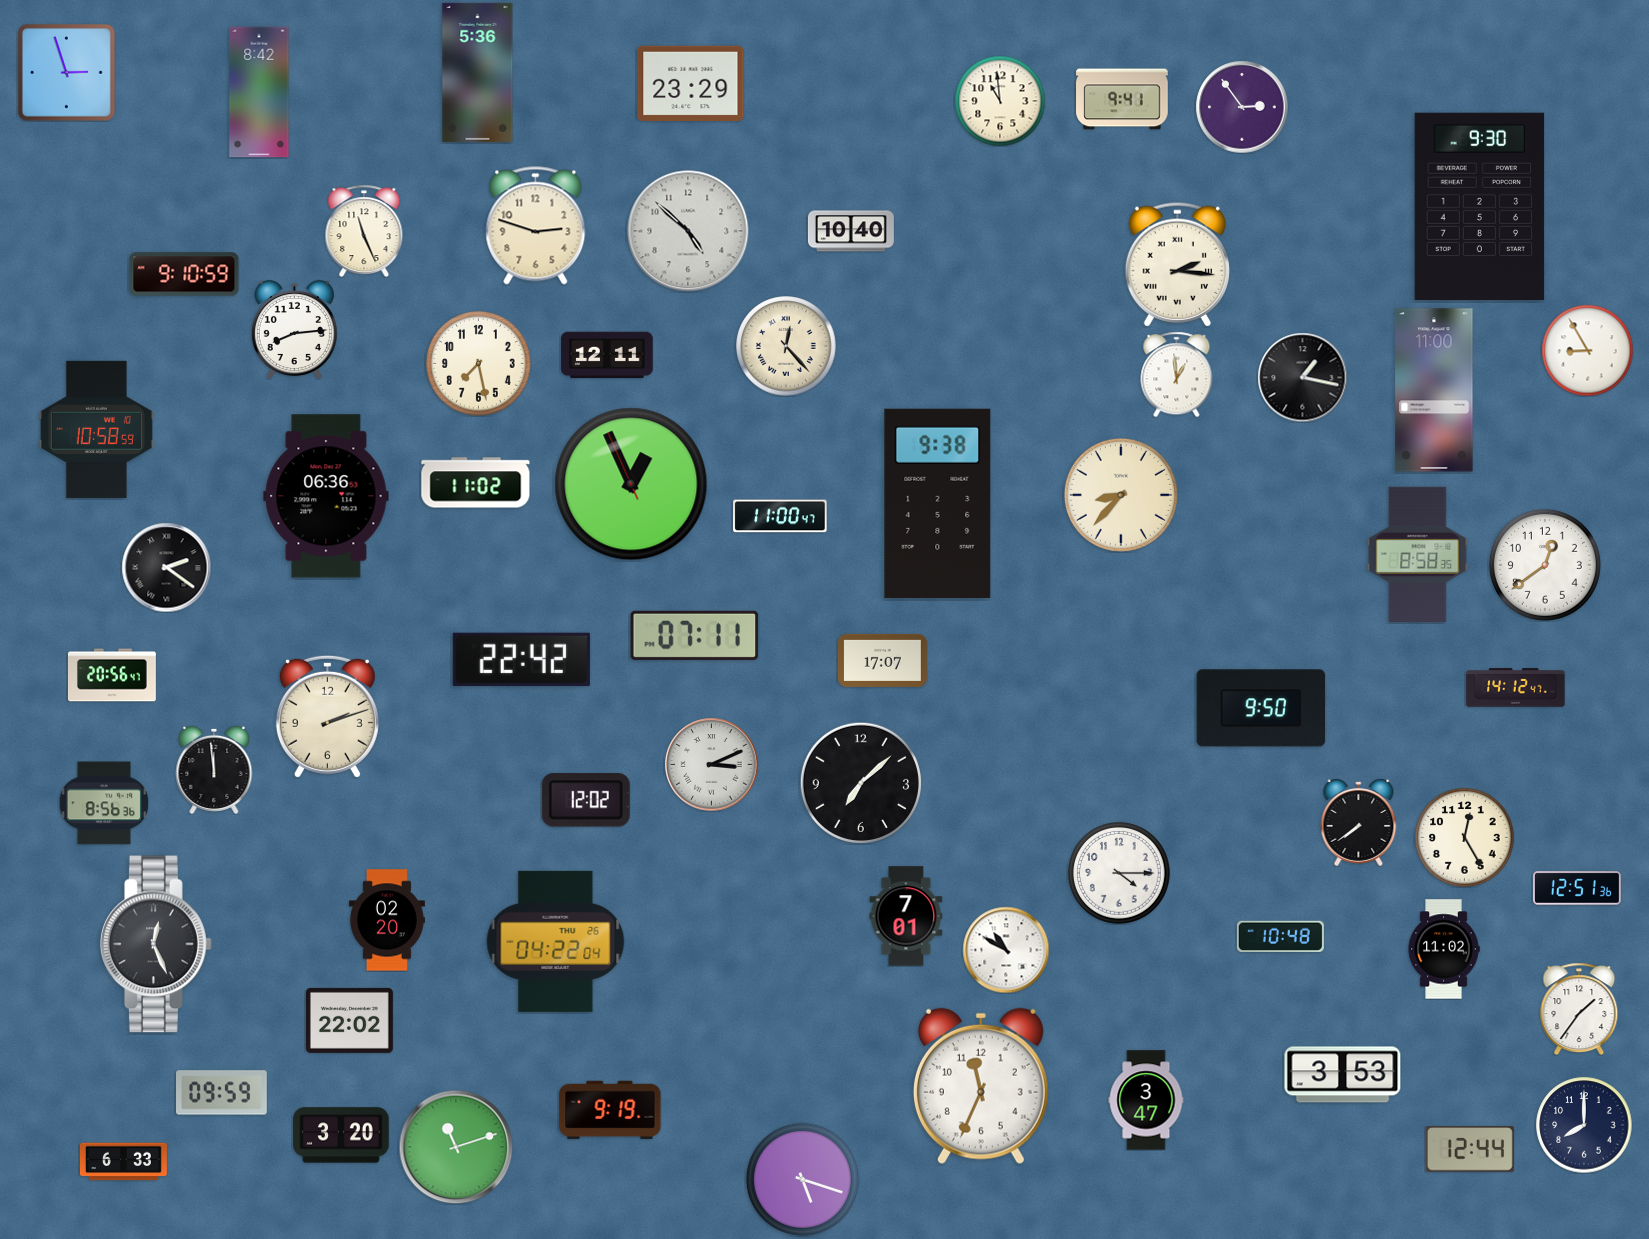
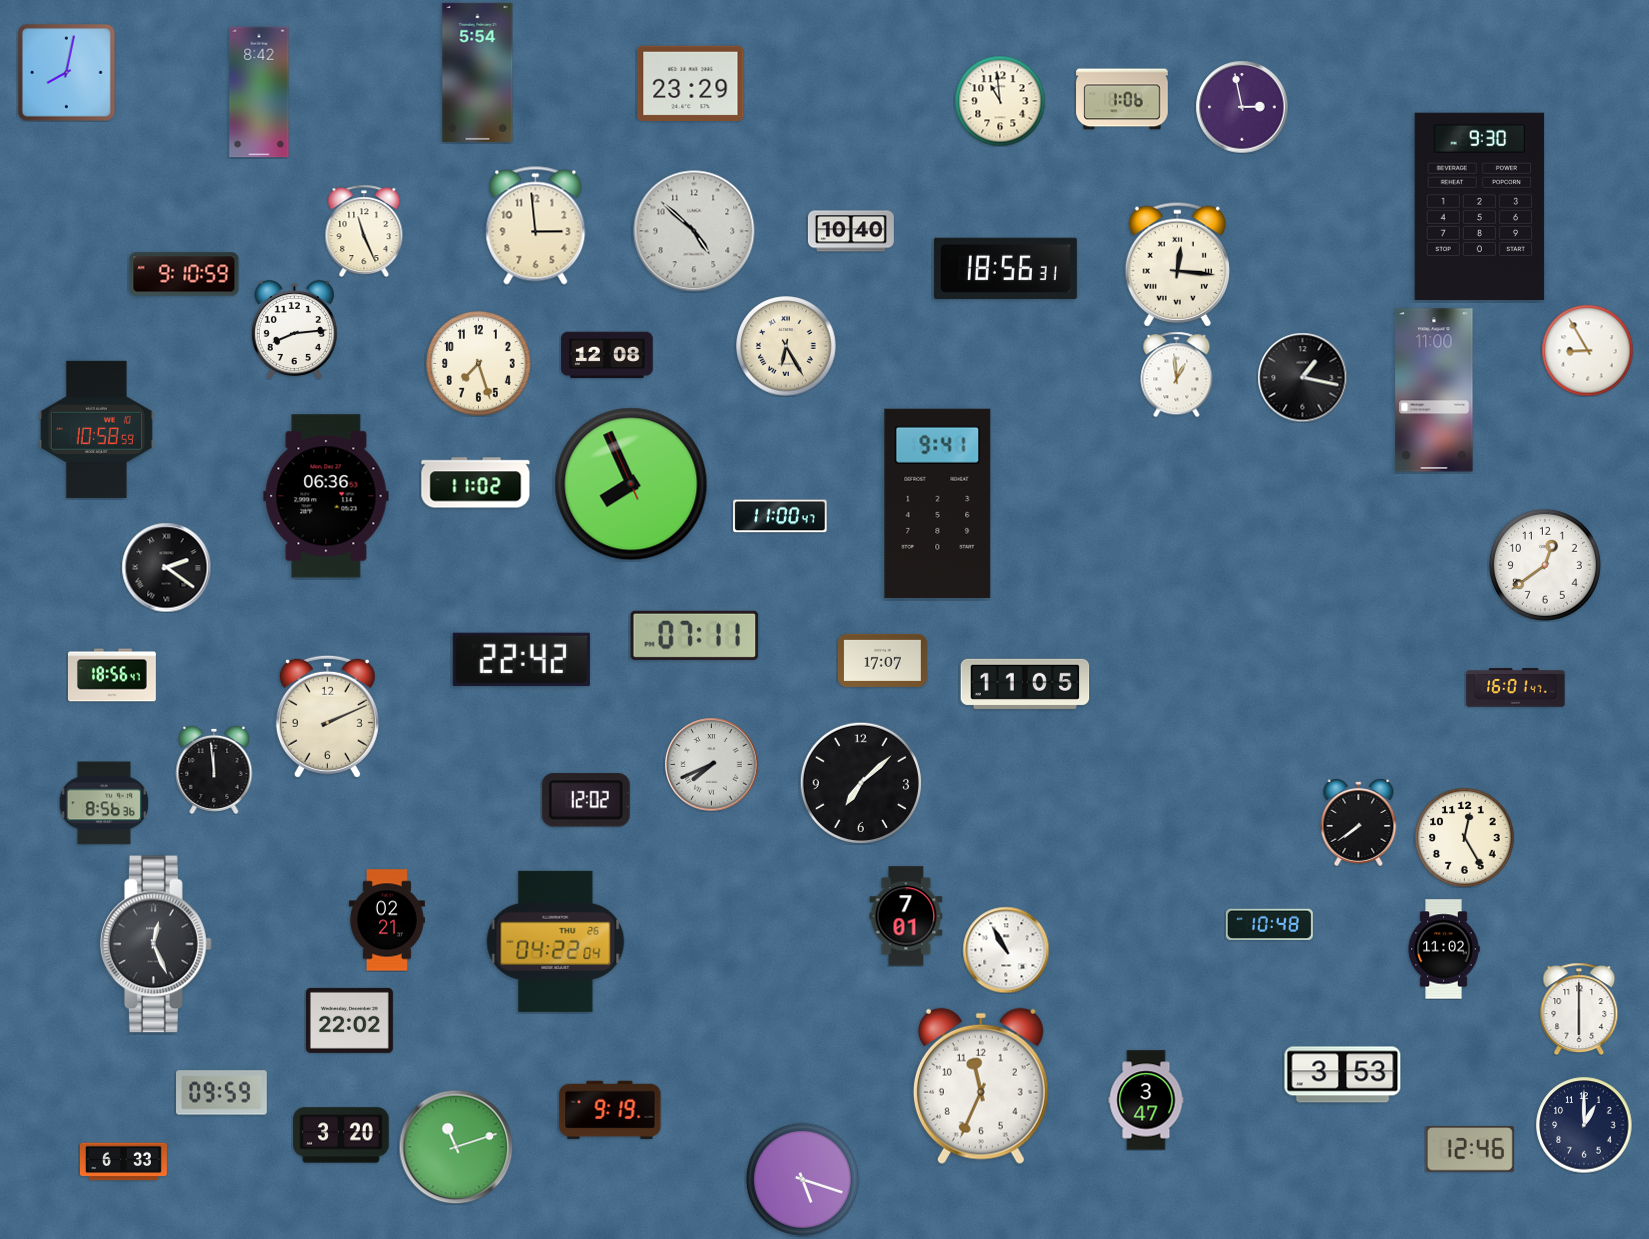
clock at (66, 72): 2:57 -> 8:02
clock at (478, 72): 5:36 -> 5:54
clock at (1122, 99): 9:41 -> 1:06
clock at (1242, 107): 2:54 -> 2:58
clock at (536, 226): 2:48 -> 2:59
clock at (688, 231) position: (688, 231) -> (694, 231)
clock at (1177, 264): 2:16 -> 12:16
clock at (1005, 269): none -> 18:56
clock at (786, 346): 12:23 -> 6:25
clock at (607, 355): 12:11 -> 12:08
clock at (479, 364): 7:28 -> 7:27
clock at (631, 484): 12:55 -> 7:55
clock at (1121, 495): 8:37 -> none
clock at (938, 503): 9:38 -> 9:41
clock at (1418, 554): 8:58 -> none
clock at (112, 675): 20:56 -> 18:56
clock at (1025, 684): none -> 11:05
clock at (1516, 688): 14:12 -> 16:01
clock at (1261, 708): 9:50 -> none
clock at (327, 716): 2:12 -> 2:11
clock at (711, 764): 3:11 -> 7:41
clock at (1119, 873): 4:15 -> none
clock at (1577, 888): 12:51 -> none
clock at (387, 920): 02:20 -> 02:21
clock at (1280, 937) position: (1280, 937) -> (1269, 925)
clock at (1006, 950): 10:50 -> 10:55
clock at (1579, 1009): 1:36 -> 6:00
clock at (1584, 1125): 8:00 -> 1:00
clock at (1470, 1149): 12:44 -> 12:46
